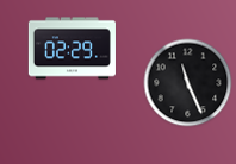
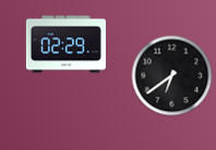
clock at (188, 83): 11:26 -> 6:39
